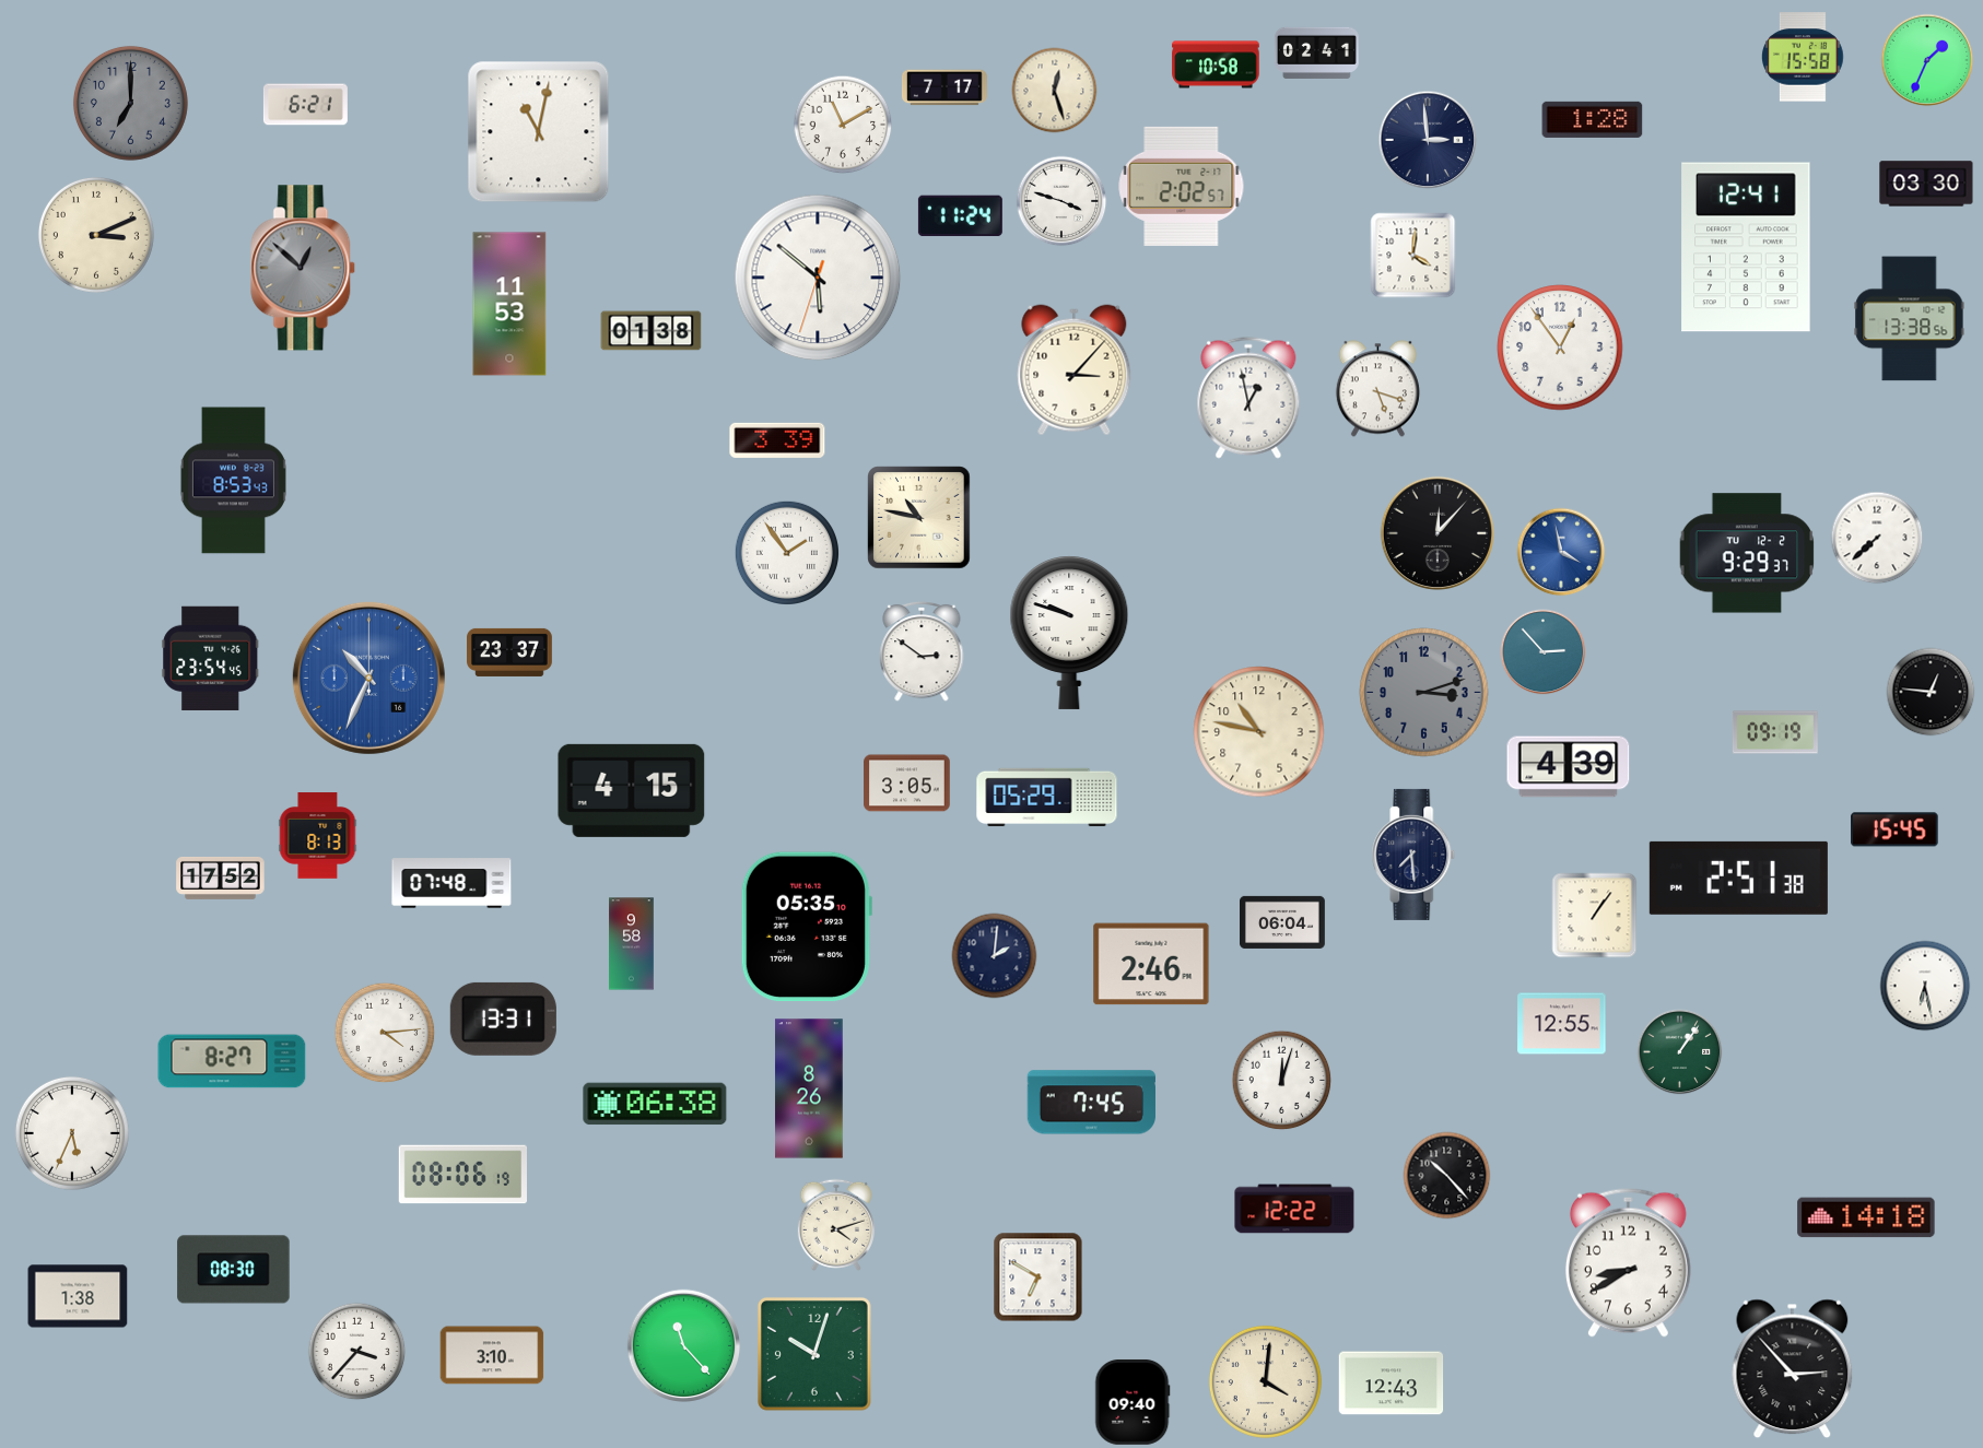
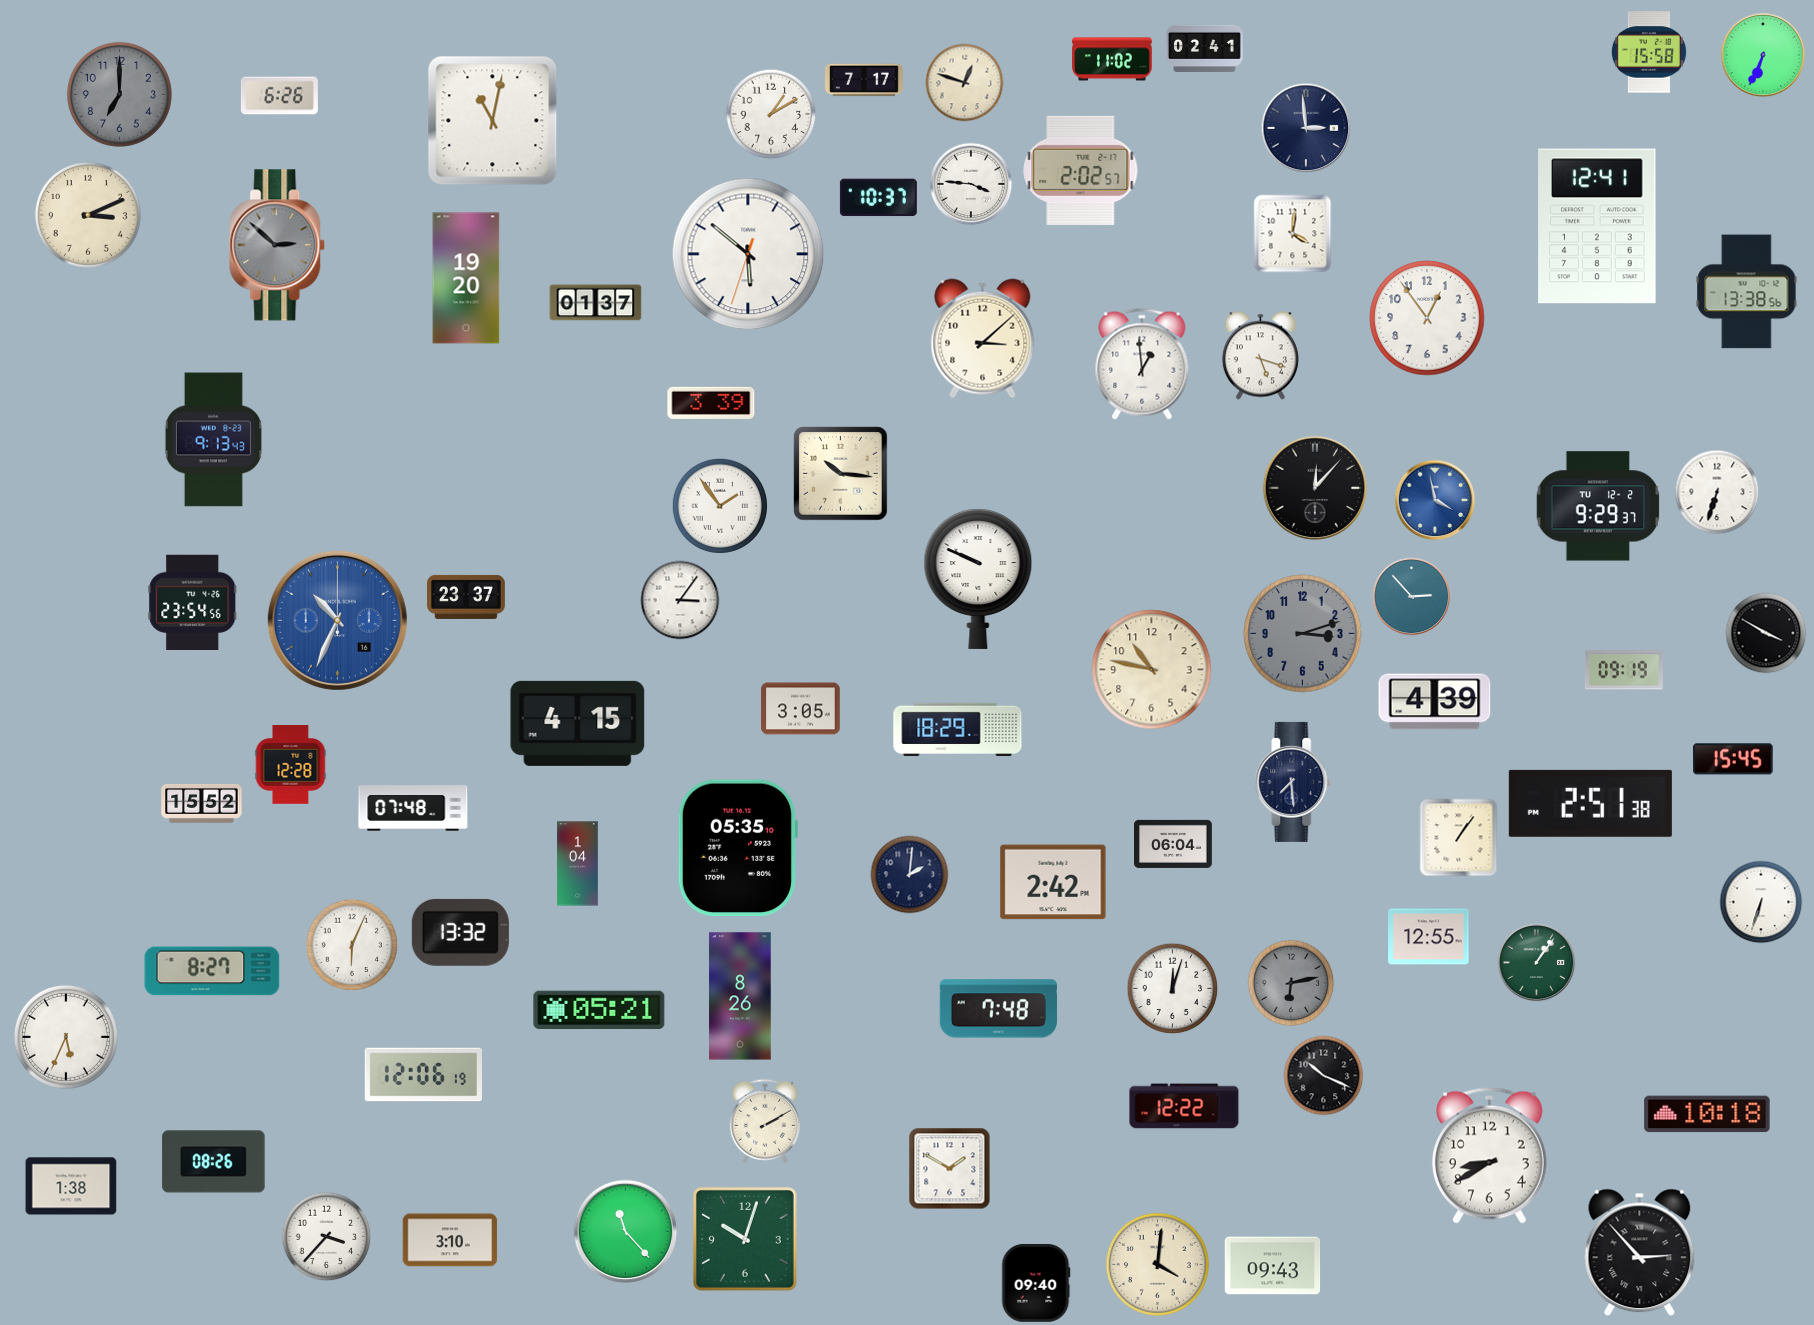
clock at (1927, 60): 1:34 -> 6:34
clock at (1216, 64): 10:58 -> 11:02
clock at (1055, 91): 12:27 -> 12:48
clock at (305, 105): 6:21 -> 6:26
clock at (1593, 119): 1:28 -> none
clock at (843, 125): 11:10 -> 1:10
clock at (1926, 184): 03:30 -> none
clock at (1061, 201): 3:48 -> 3:46
clock at (960, 216): 11:24 -> 10:37
clock at (304, 268): 12:52 -> 2:52
clock at (509, 304): 11:53 -> 19:20
clock at (652, 331): 01:38 -> 01:37
clock at (1075, 370): 3:07 -> 3:08
clock at (1248, 398): 12:58 -> 12:59
clock at (233, 481): 8:53 -> 9:13
clock at (919, 518): 10:47 -> 10:16
clock at (1877, 538): 7:38 -> 6:33
clock at (1561, 552) position: (1561, 552) -> (1435, 500)
clock at (1069, 633): 9:48 -> 9:49
clock at (922, 651): 2:51 -> none
clock at (680, 600): none -> 3:06
clock at (211, 658): 23:54:45 -> 23:54:56
clock at (1931, 692): 12:46 -> 3:50
clock at (907, 784) position: (907, 784) -> (801, 709)
clock at (1047, 798): 05:29 -> 18:29
clock at (318, 836): 8:13 -> 12:28
clock at (221, 878): 17:52 -> 15:52
clock at (632, 944): 9:58 -> 1:04
clock at (1151, 964): 2:46 -> 2:42
clock at (1925, 986): 6:28 -> 6:33
clock at (503, 1019): 13:31 -> 13:32
clock at (385, 1033): 4:14 -> 6:04
clock at (1291, 983): none -> 6:13
clock at (1091, 1103): 7:45 -> 7:48
clock at (655, 1104): 06:38 -> 05:21
clock at (462, 1175): 08:06 -> 12:06
clock at (1447, 1176): 10:23 -> 10:19
clock at (1866, 1217): 14:18 -> 10:18
clock at (836, 1225): 4:12 -> 2:10
clock at (234, 1270): 08:30 -> 08:26
clock at (1039, 1278): 6:50 -> 1:50
clock at (1392, 1384): 12:43 -> 09:43
